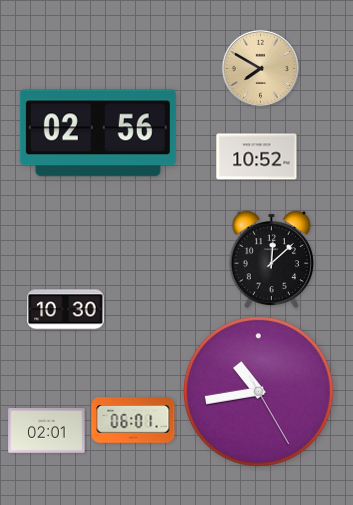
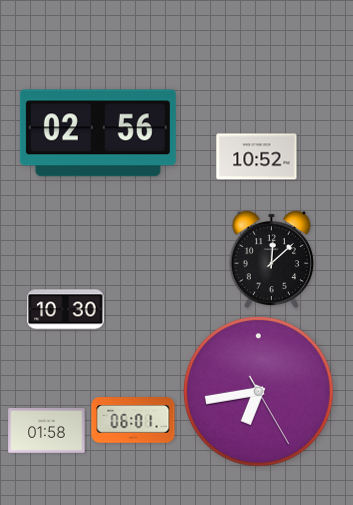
clock at (260, 68): 7:50 -> none
clock at (259, 392): 10:43 -> 6:43
clock at (47, 431): 02:01 -> 01:58
